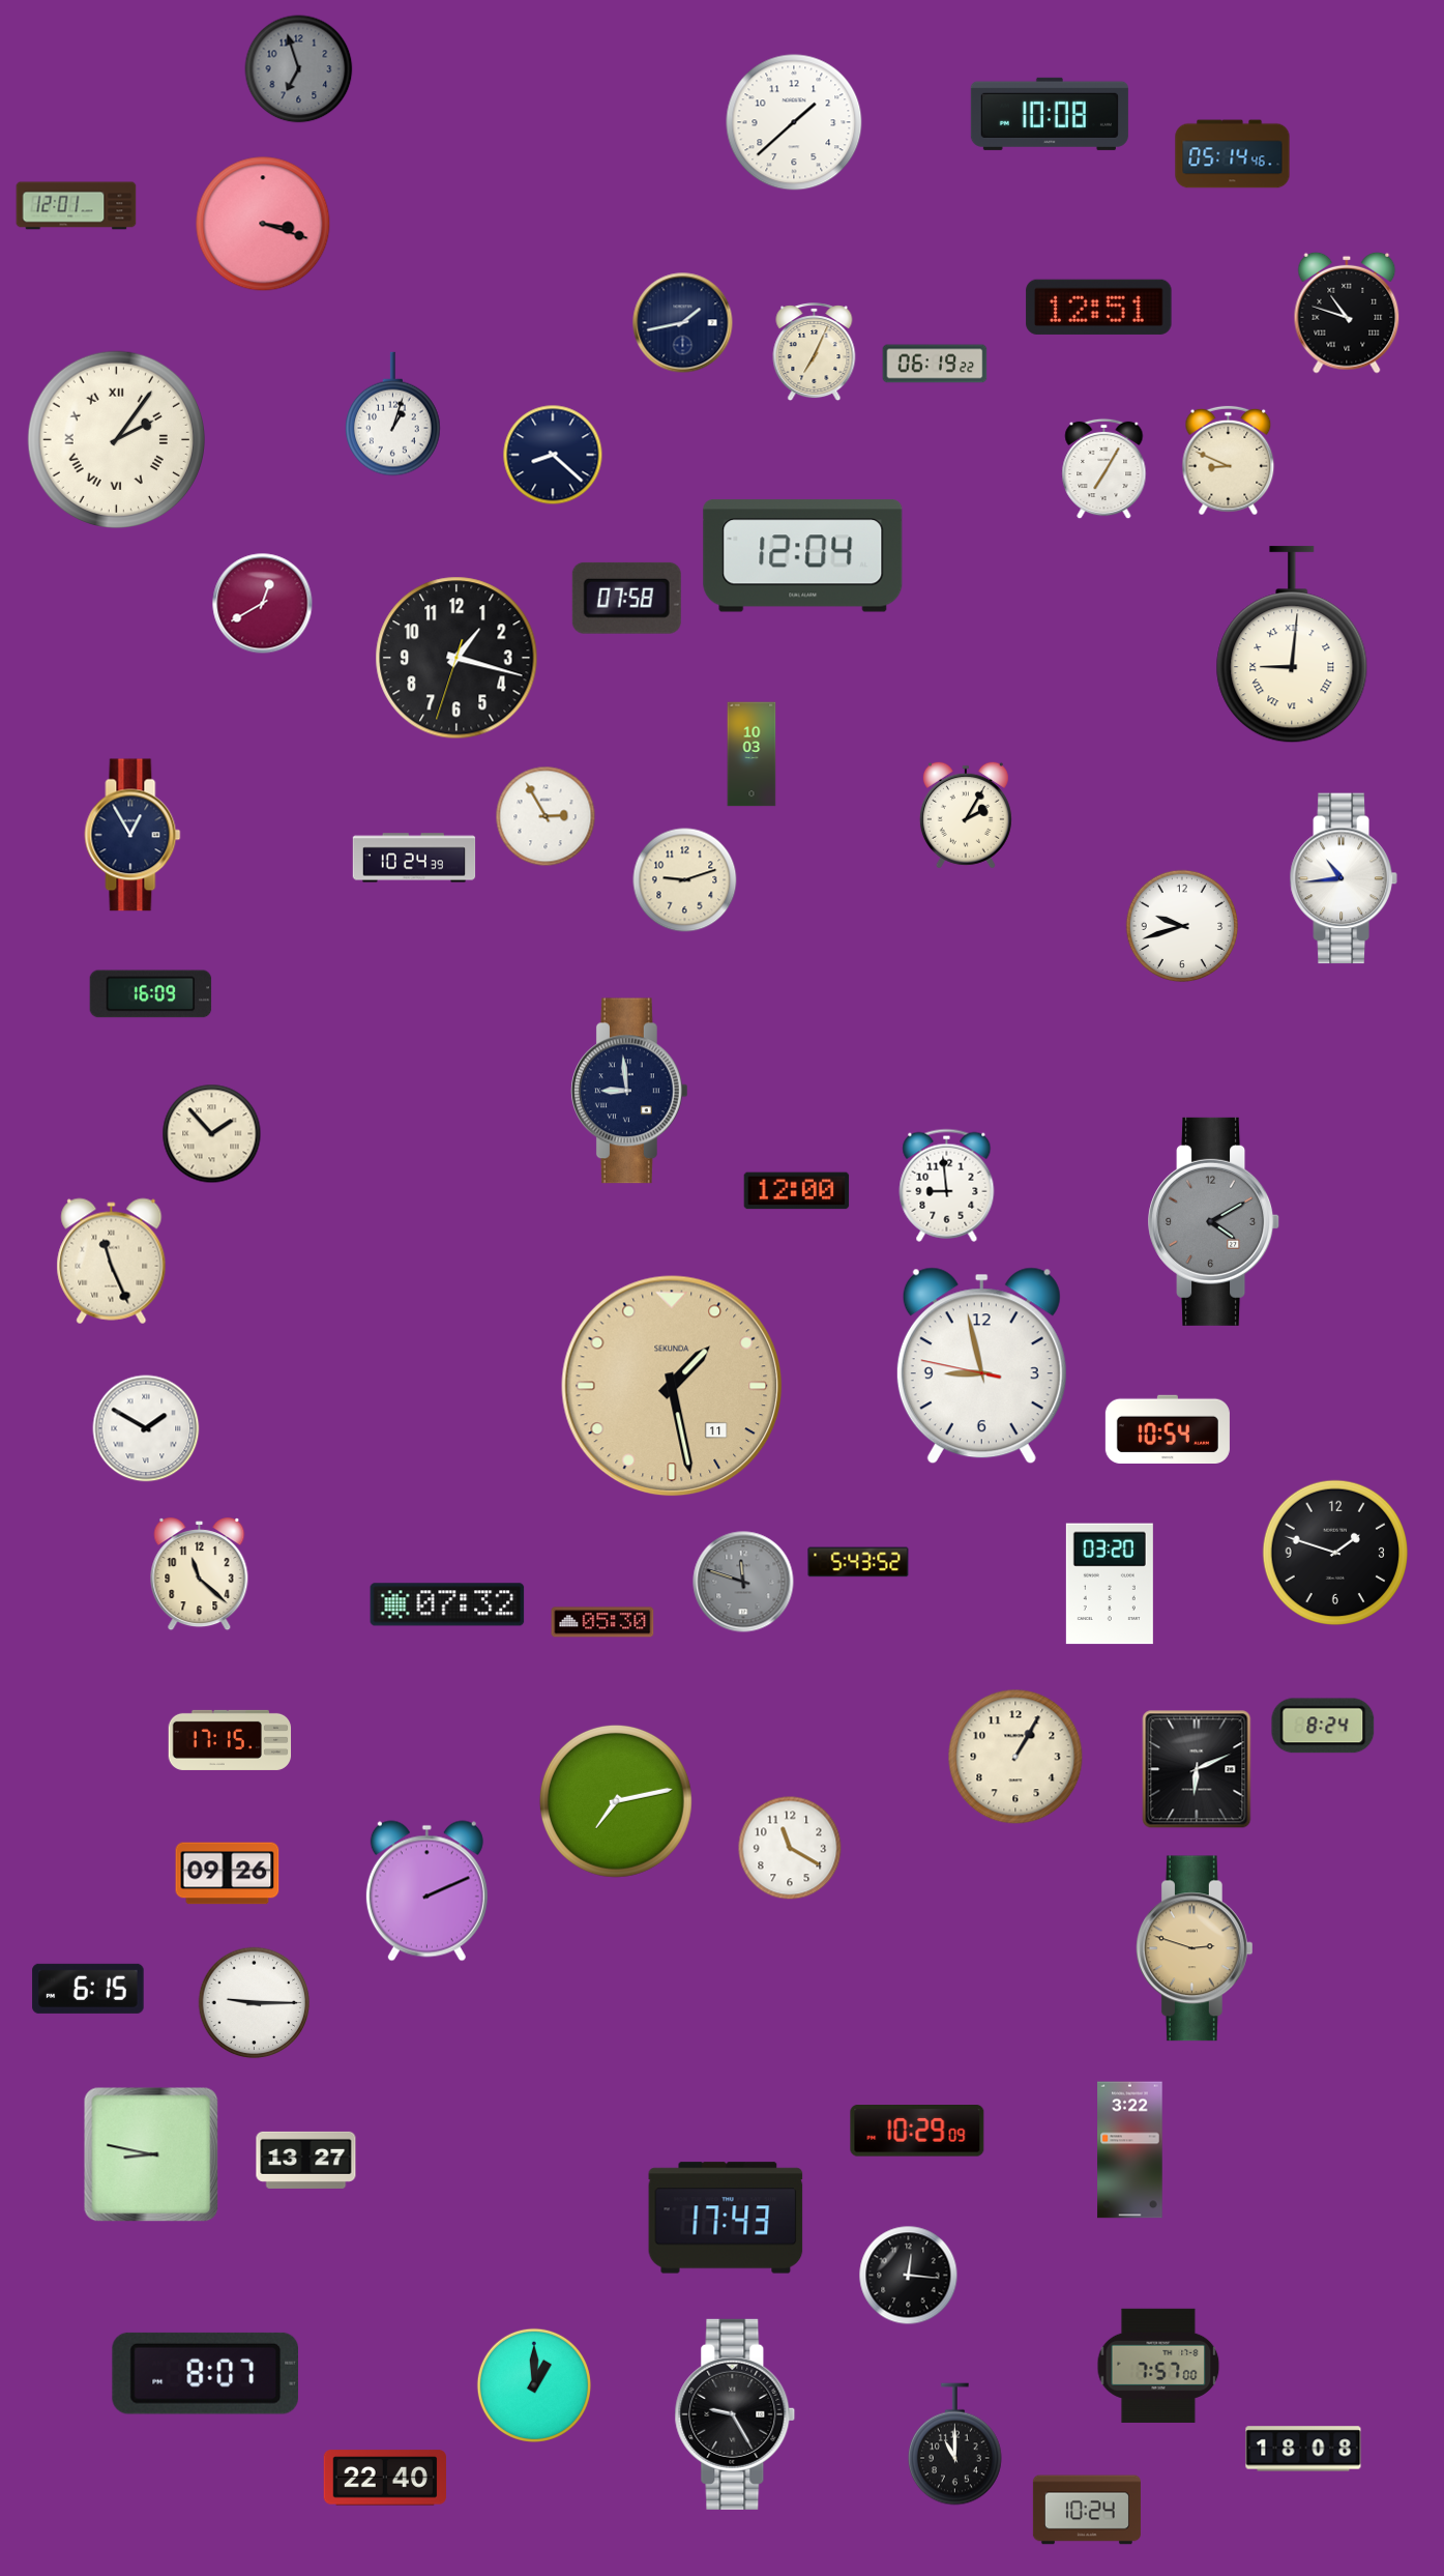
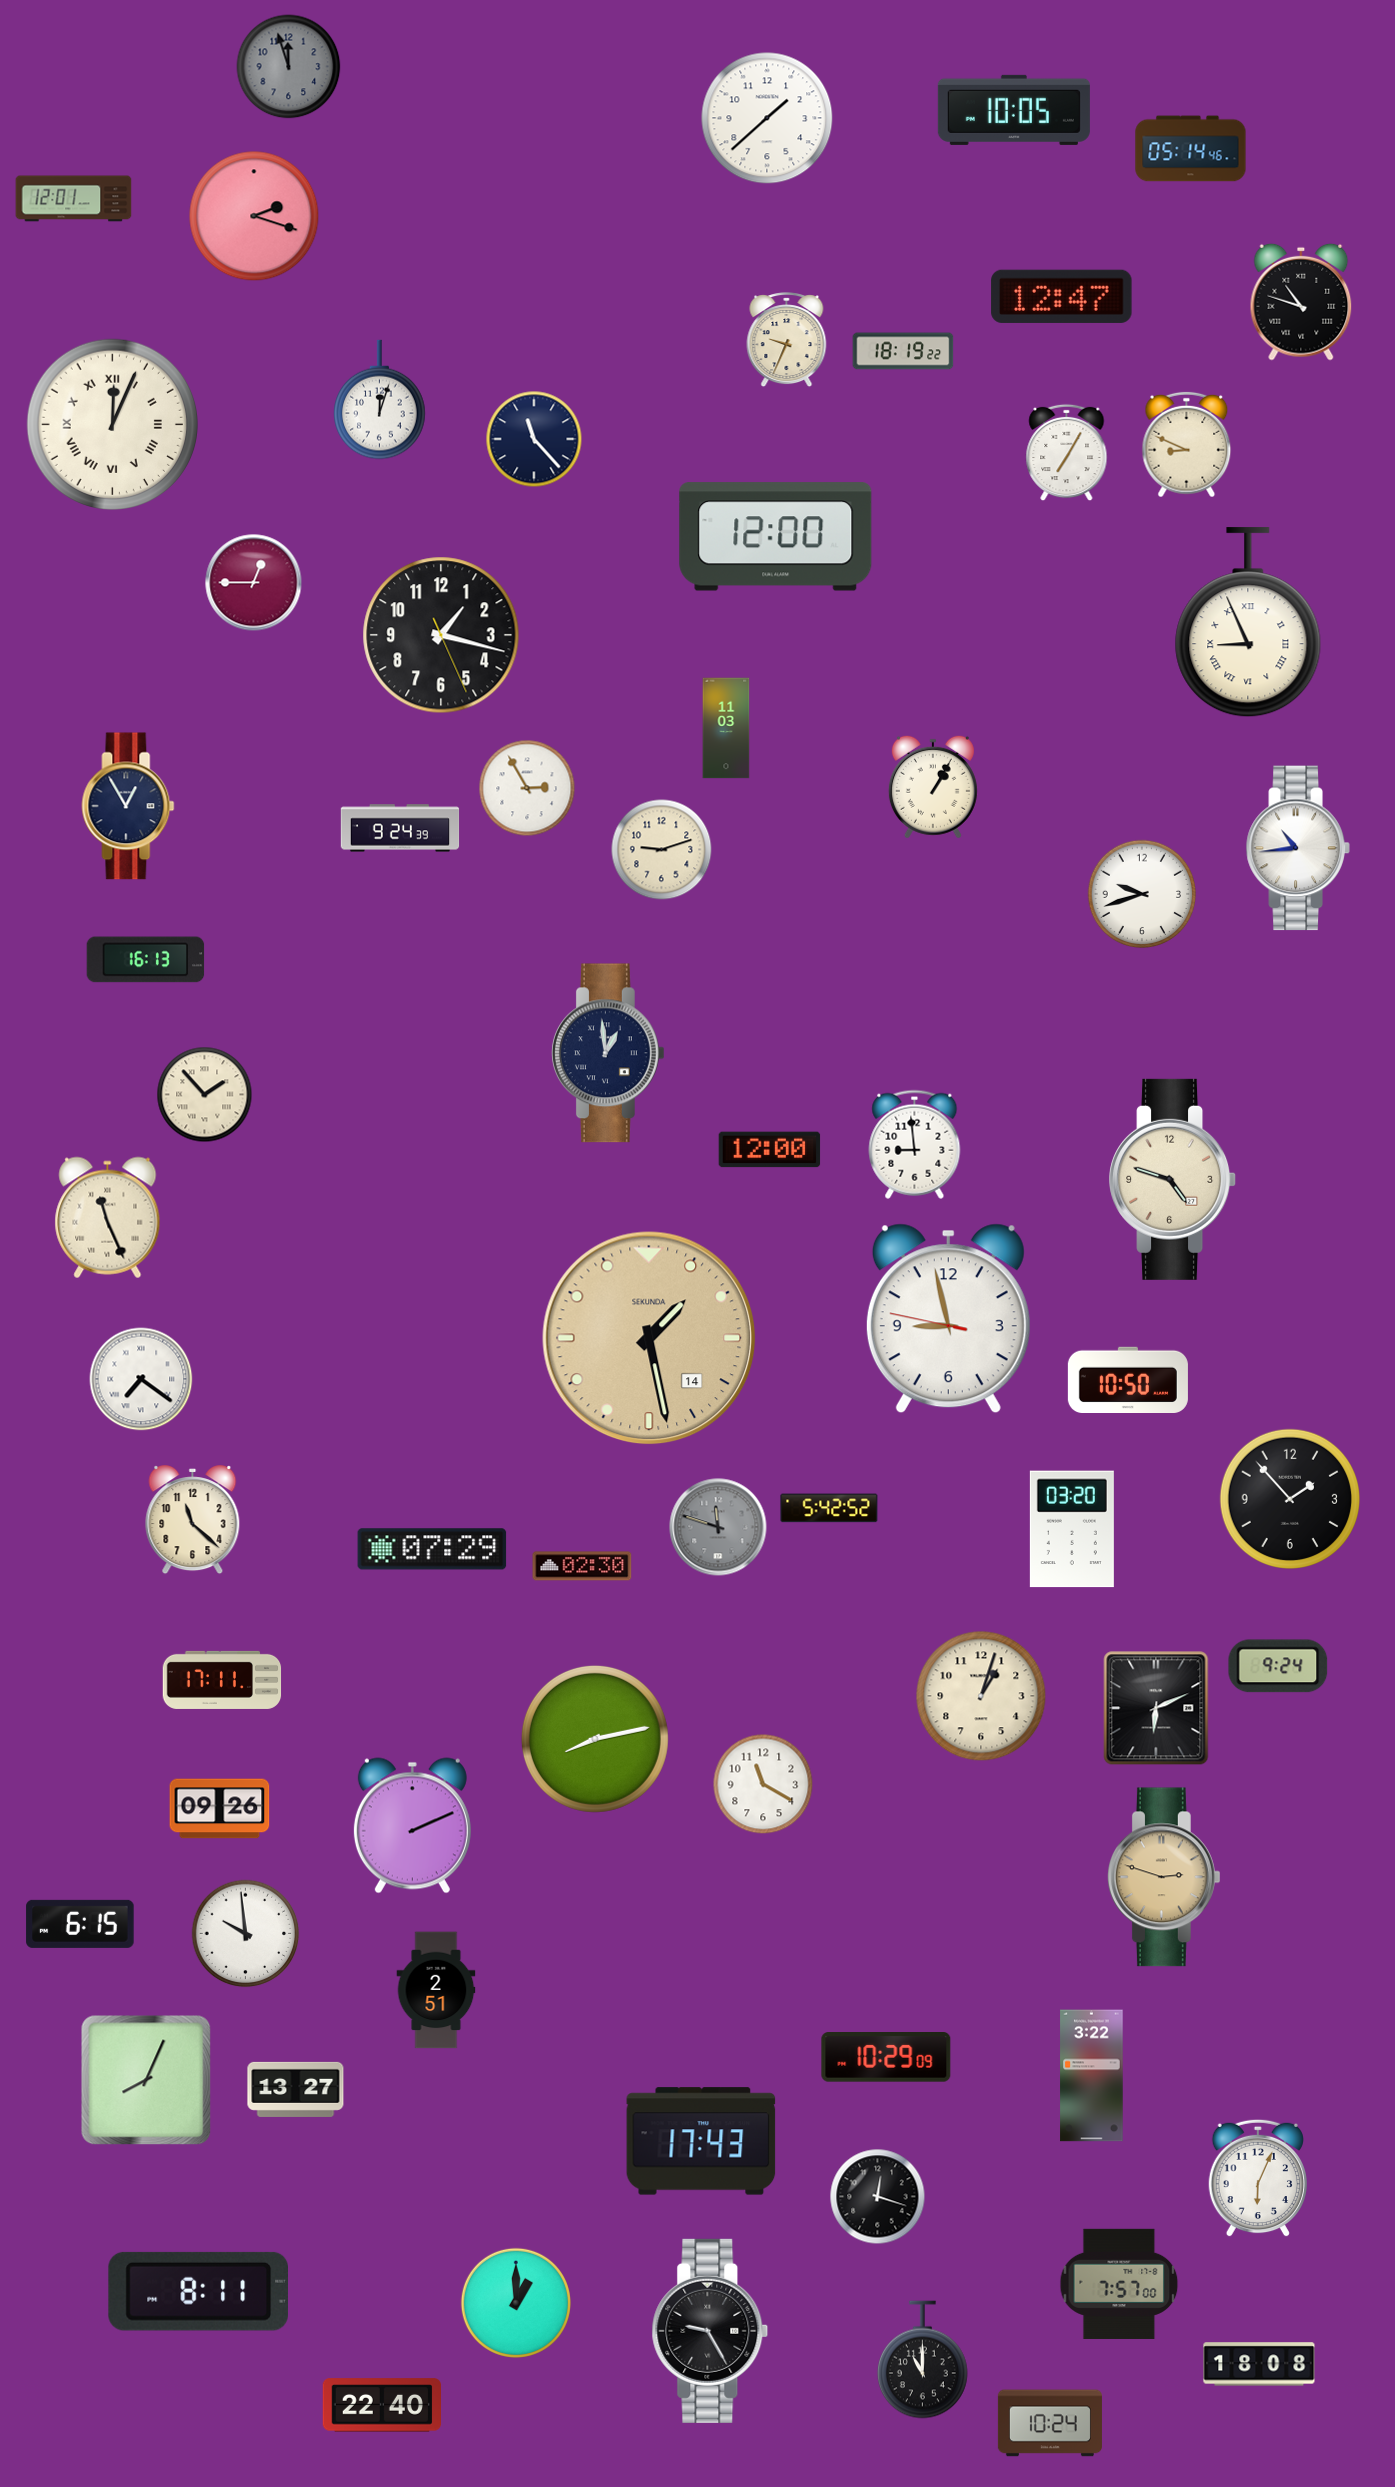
clock at (299, 69): 6:57 -> 11:57
clock at (1050, 114): 10:08 -> 10:05
clock at (263, 224): 3:18 -> 2:18
clock at (1099, 307): 12:51 -> 12:47
clock at (683, 323): 1:43 -> none
clock at (815, 352): 7:04 -> 9:34
clock at (935, 364): 06:19 -> 18:19
clock at (393, 414): 1:03 -> 12:03
clock at (116, 439): 2:06 -> 12:04
clock at (553, 455): 8:22 -> 11:23
clock at (803, 556): 12:04 -> 12:00
clock at (626, 598): 07:58 -> none
clock at (263, 604): 12:40 -> 12:45
clock at (1292, 645): 9:01 -> 8:56
clock at (456, 658): 1:17:33 -> 1:17:26
clock at (752, 754): 10:03 -> 11:03
clock at (966, 815): 2:05 -> 1:05
clock at (414, 858): 10:24 -> 9:24
clock at (151, 994): 16:09 -> 16:13
clock at (629, 1091): 8:59 -> 12:59
clock at (1214, 1221): 4:10 -> 4:48
clock at (1214, 1221) dial: grey -> cream
clock at (672, 1386) date: 11 -> 14
clock at (146, 1428): 1:50 -> 7:21
clock at (1168, 1428): 10:54 -> 10:50
clock at (1334, 1552): 1:48 -> 1:53
clock at (858, 1562): 5:43 -> 5:42
clock at (447, 1604): 07:32 -> 07:29
clock at (602, 1622): 05:30 -> 02:30
clock at (1323, 1726): 8:24 -> 9:24
clock at (230, 1740): 17:15 -> 17:11
clock at (1015, 1757): 1:05 -> 1:03
clock at (616, 1801): 7:13 -> 8:13
clock at (1195, 1948) position: (1195, 1948) -> (1164, 1877)
clock at (88, 1989) position: (88, 1989) -> (80, 1924)
clock at (255, 2003): 9:15 -> 9:59
clock at (436, 1990): none -> 2:51
clock at (151, 2154): 8:47 -> 8:04
clock at (306, 2160) position: (306, 2160) -> (296, 2089)
clock at (1258, 2178): none -> 6:04
clock at (909, 2276): 12:16 -> 12:18
clock at (205, 2373): 8:07 -> 8:11
clock at (384, 2478) position: (384, 2478) -> (381, 2405)
